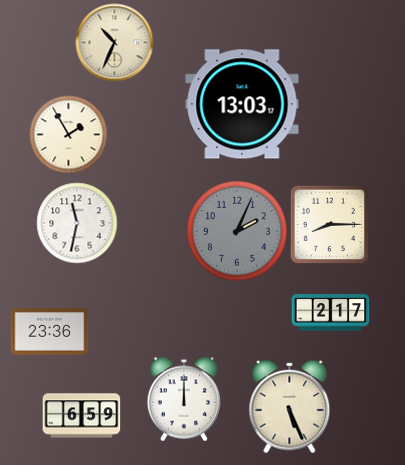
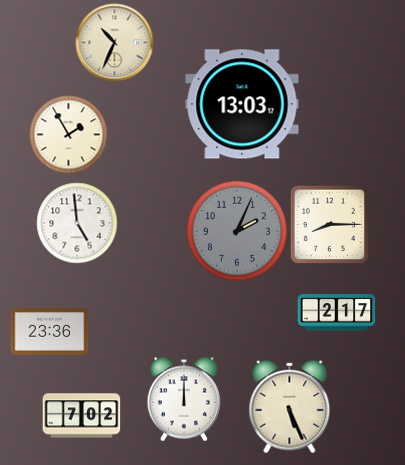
clock at (77, 223): 11:32 -> 4:59
clock at (330, 313) position: (330, 313) -> (336, 313)
clock at (81, 416): 6:59 -> 7:02
